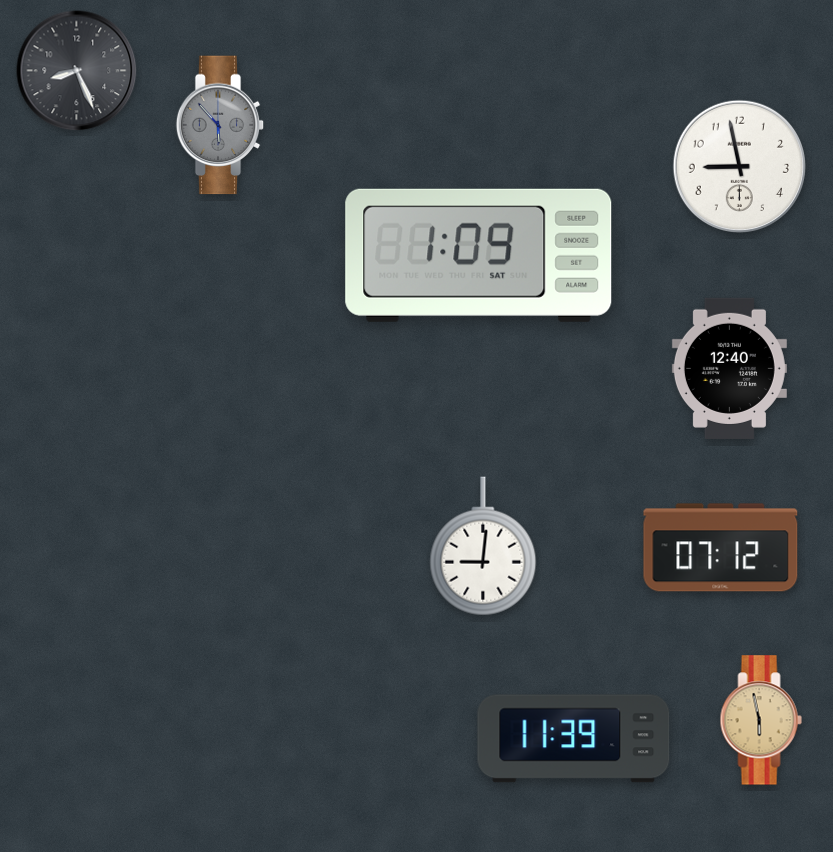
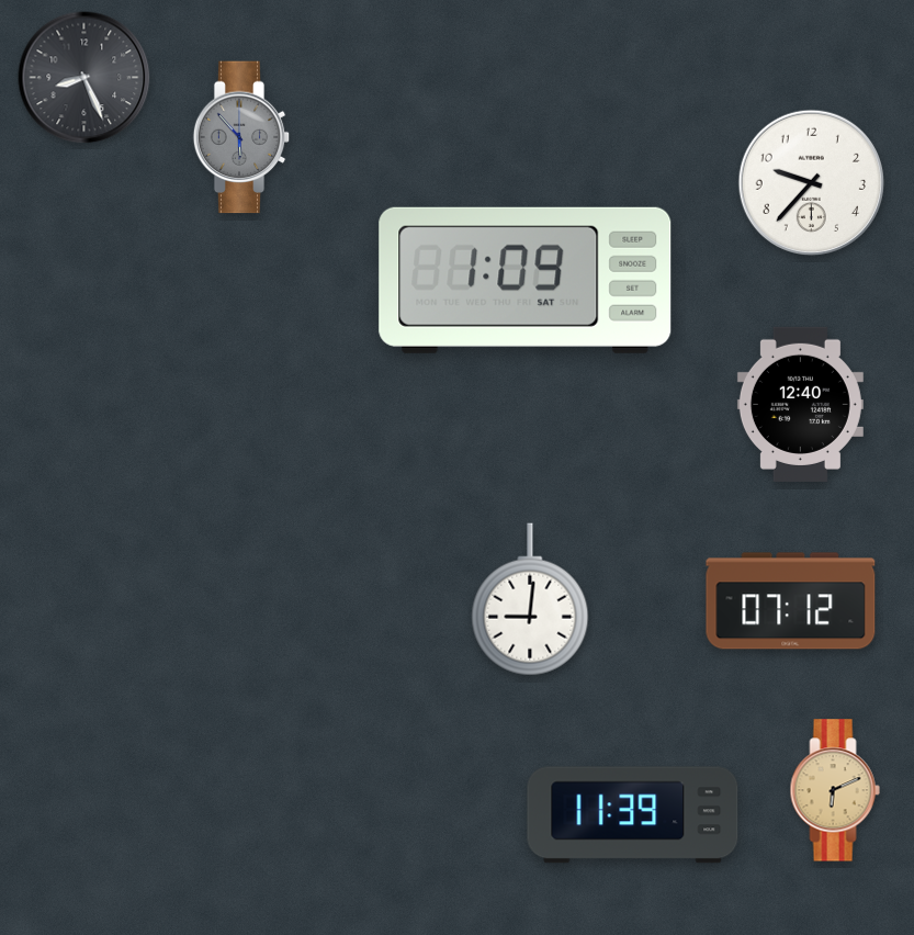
clock at (739, 166): 8:58 -> 9:37
clock at (761, 720): 5:58 -> 6:11
clock at (574, 739) position: (574, 739) -> (633, 815)
